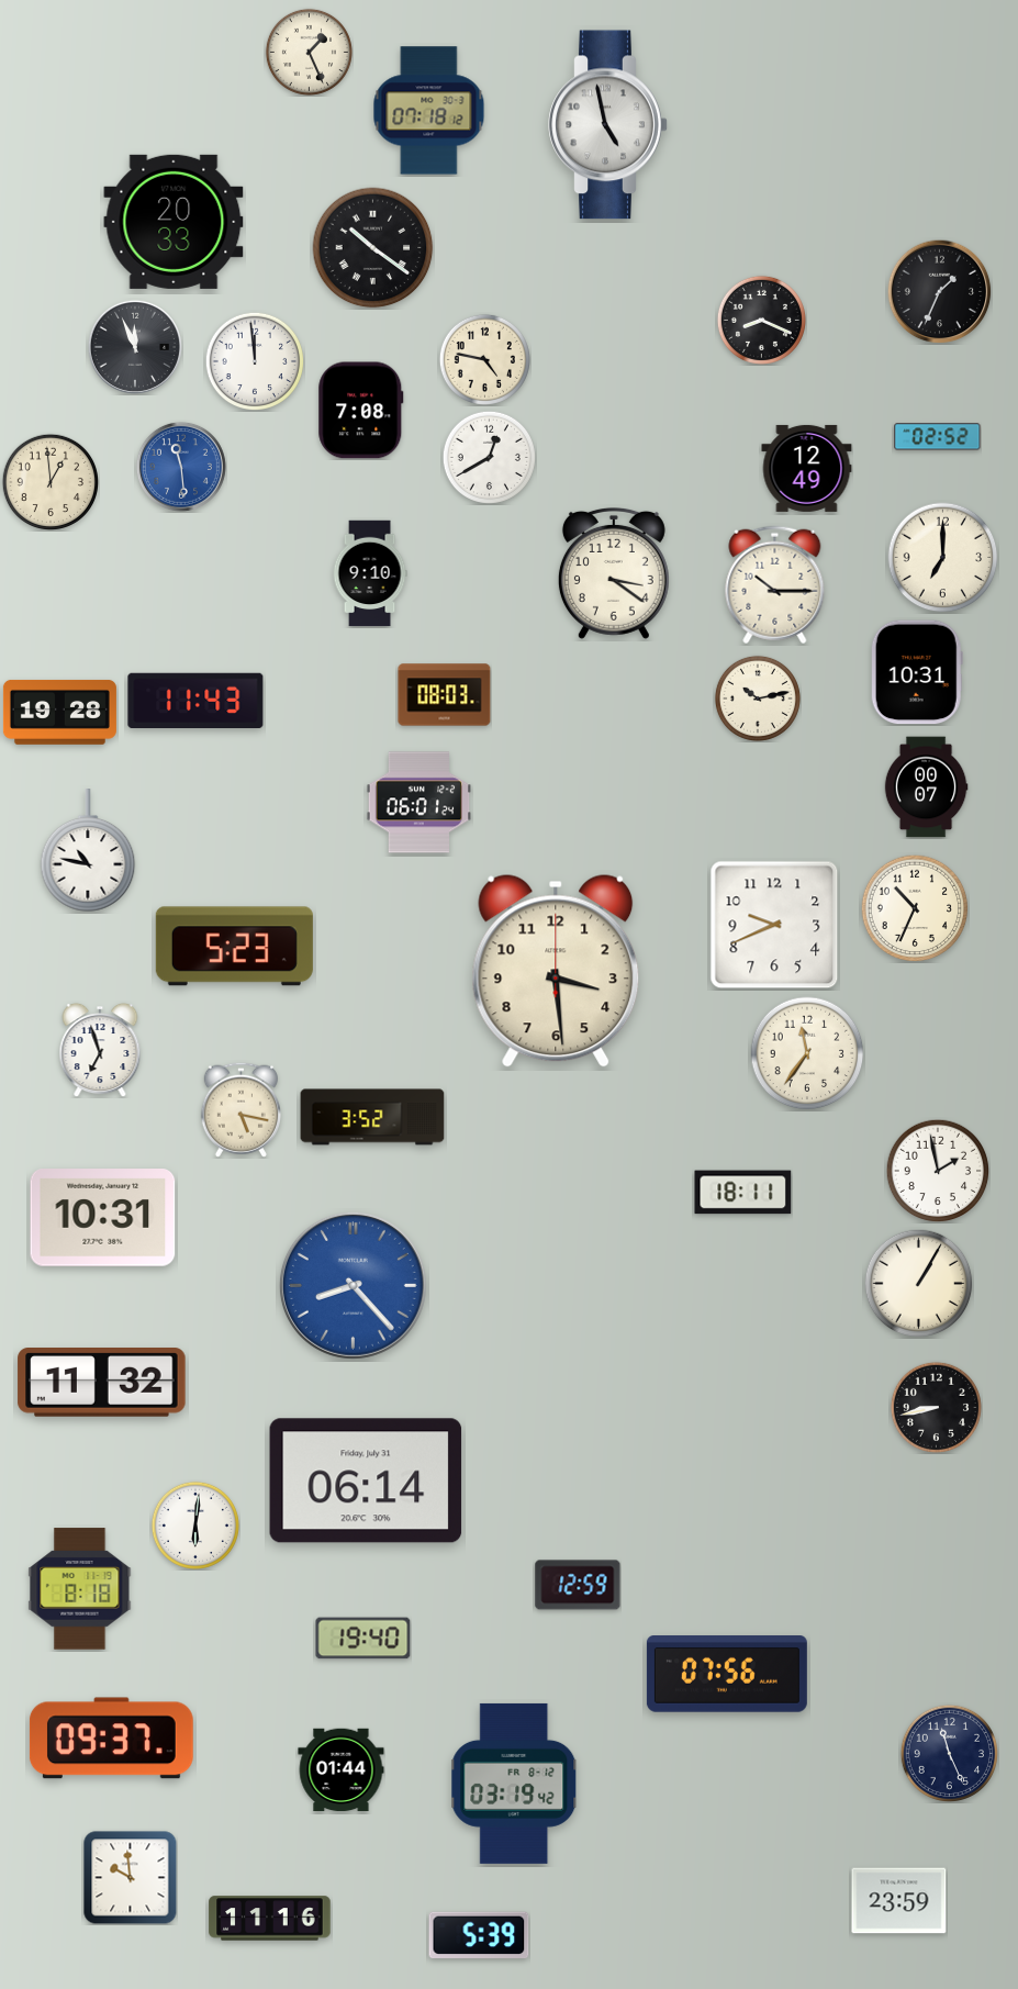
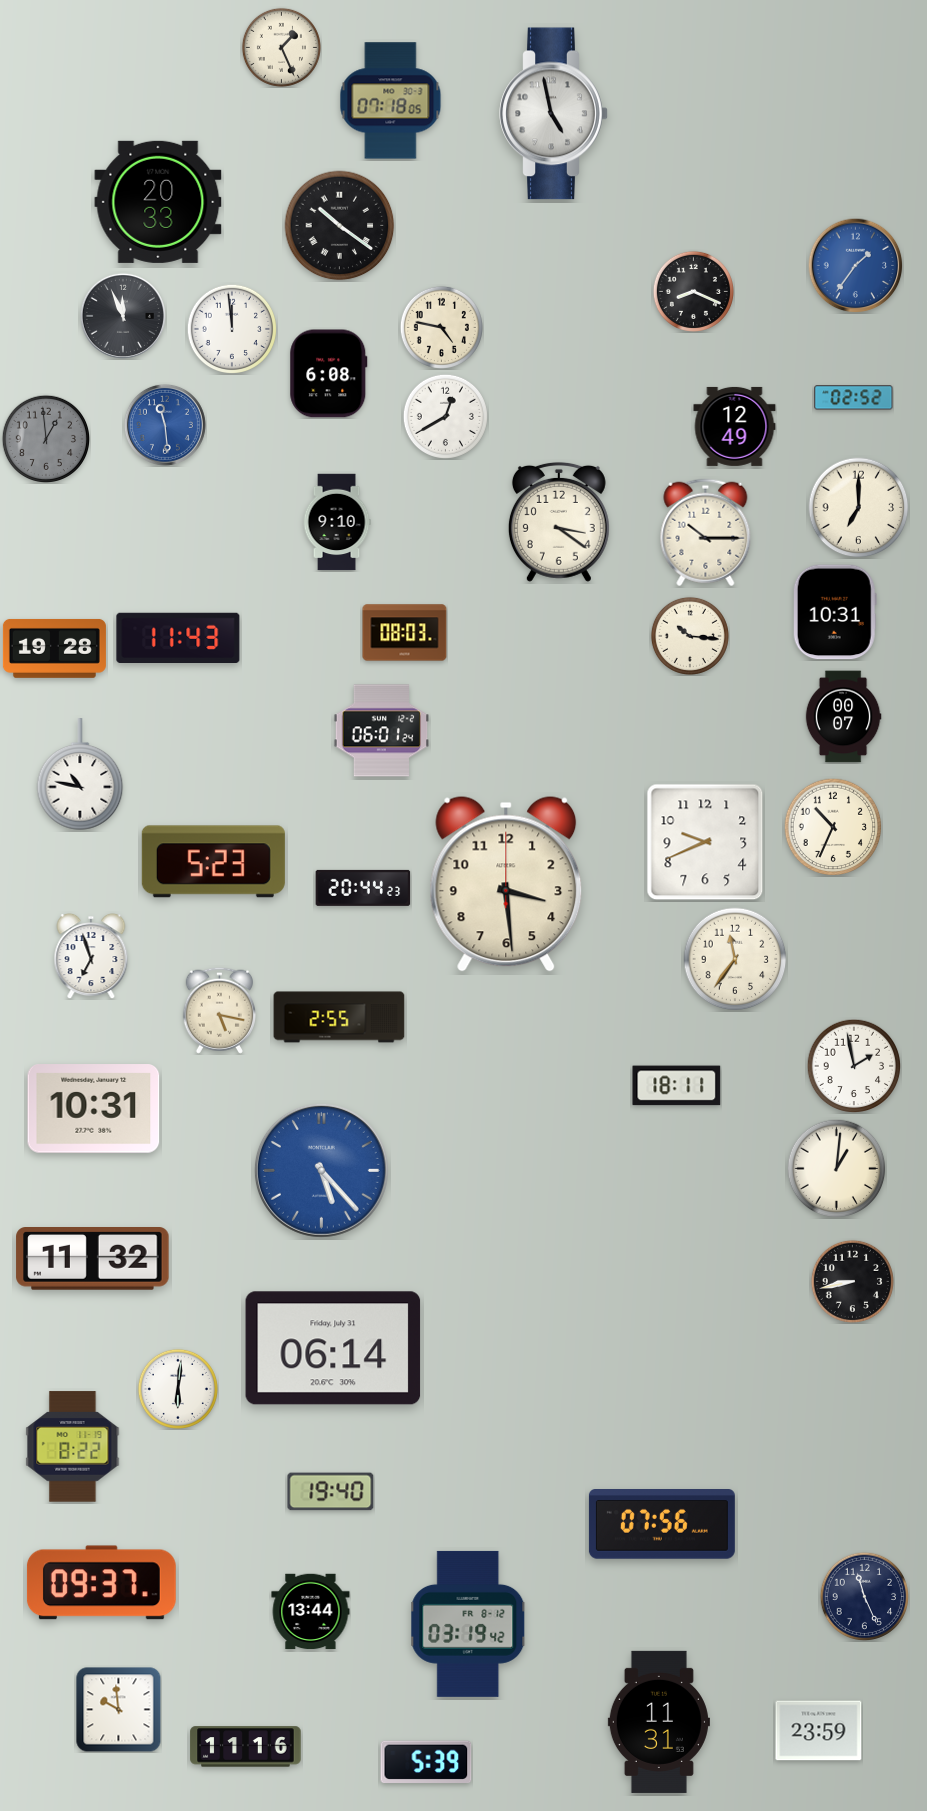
clock at (429, 111): 07:18:12 -> 07:18:05
clock at (939, 291): 1:34 -> 1:36
clock at (939, 291) dial: black -> blue
clock at (361, 411): 7:08 -> 6:08
clock at (49, 481) dial: cream -> grey
clock at (758, 699): 10:13 -> 10:16
clock at (363, 888): none -> 20:44
clock at (372, 1117): 3:52 -> 2:55
clock at (919, 1284): 1:05 -> 1:01
clock at (353, 1285): 8:23 -> 5:23
clock at (578, 1585): 12:59 -> none
clock at (80, 1589): 8:18 -> 8:22
clock at (342, 1770): 01:44 -> 13:44
clock at (659, 1722): none -> 11:31
clock at (479, 1935) position: (479, 1935) -> (426, 1762)
